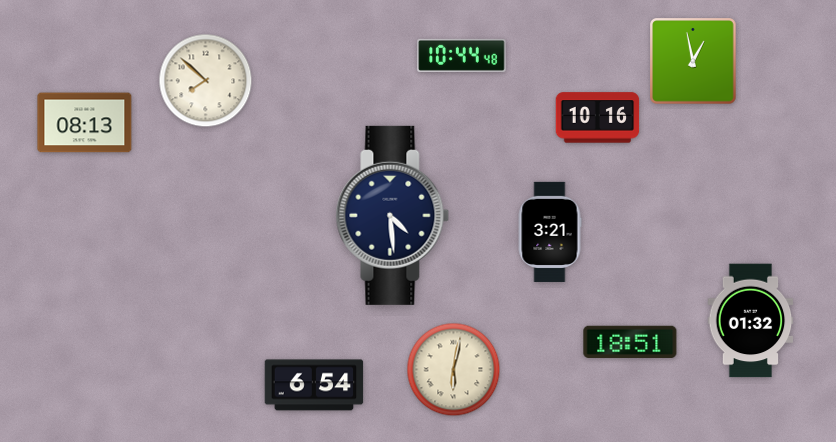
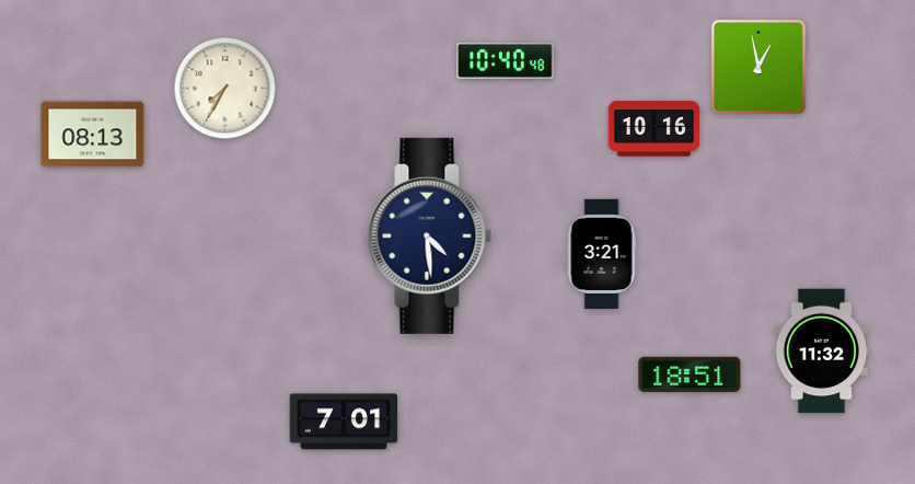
clock at (462, 55): 10:44 -> 10:40
clock at (206, 81): 7:52 -> 7:35
clock at (751, 321): 01:32 -> 11:32
clock at (454, 370): 6:02 -> none
clock at (314, 385): 6:54 -> 7:01
